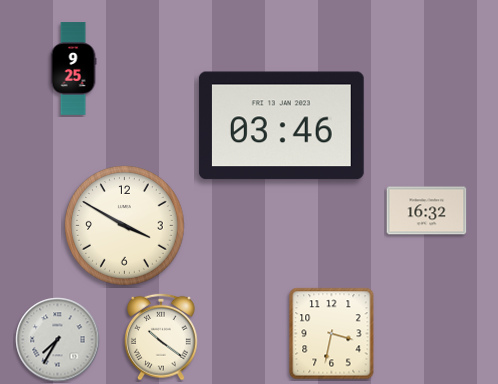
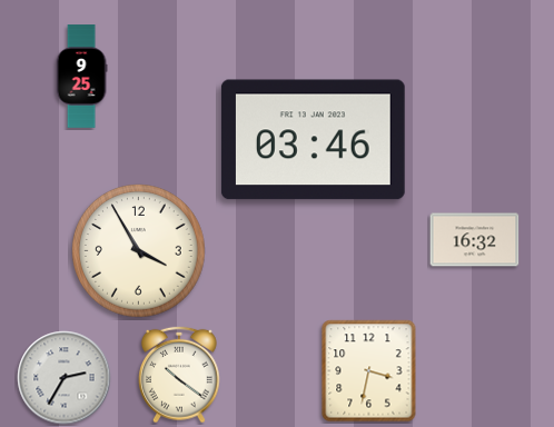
clock at (427, 211) position: (427, 211) -> (475, 240)
clock at (125, 226): 3:50 -> 3:55
clock at (58, 340): 7:35 -> 2:35
